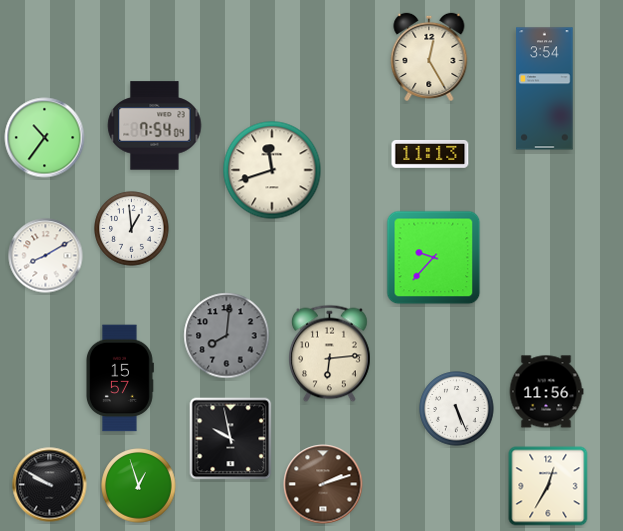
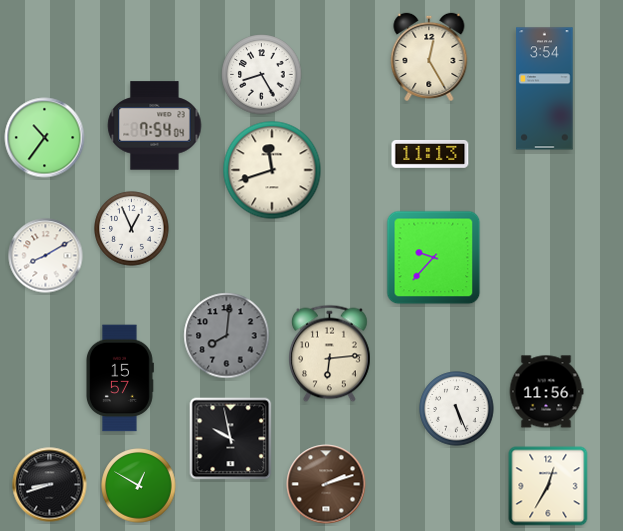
clock at (262, 75): none -> 8:25
clock at (132, 229): 12:59 -> 12:56
clock at (323, 484) position: (323, 484) -> (326, 484)
clock at (50, 485): 9:50 -> 8:42
clock at (139, 486): 12:57 -> 12:50
